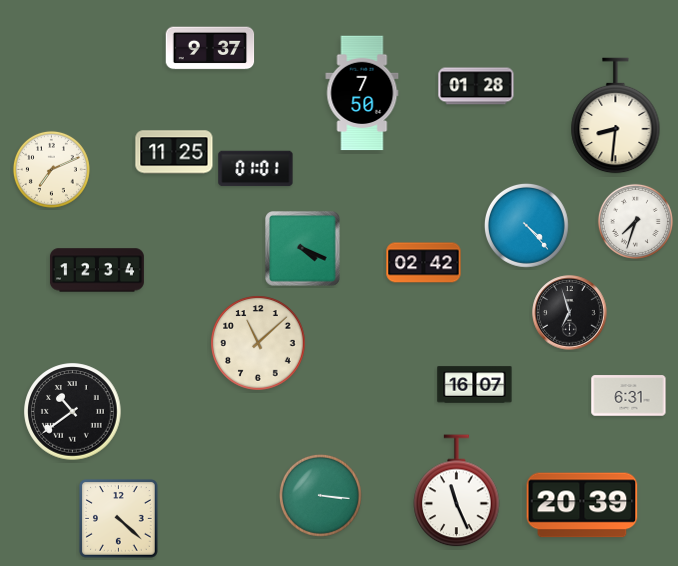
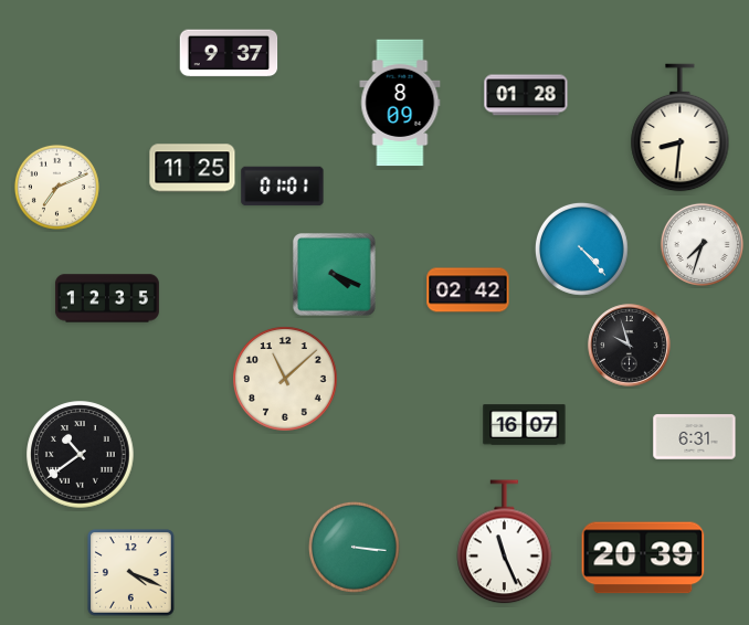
clock at (210, 48) position: (210, 48) -> (229, 53)
clock at (362, 93): 7:50 -> 8:09
clock at (97, 270): 12:34 -> 12:35
clock at (570, 313): 6:57 -> 9:57
clock at (119, 519): 4:22 -> 4:19
